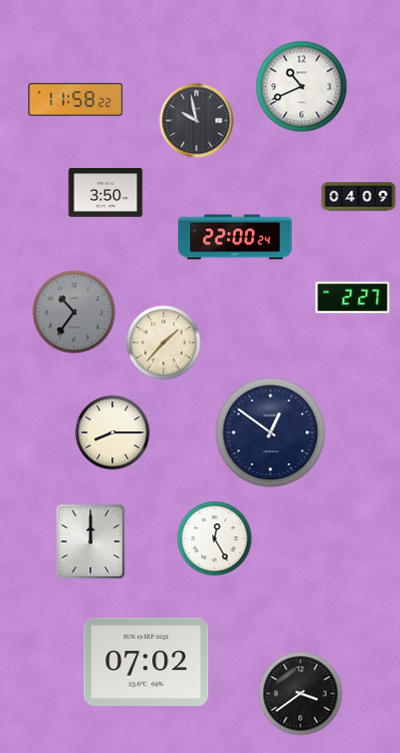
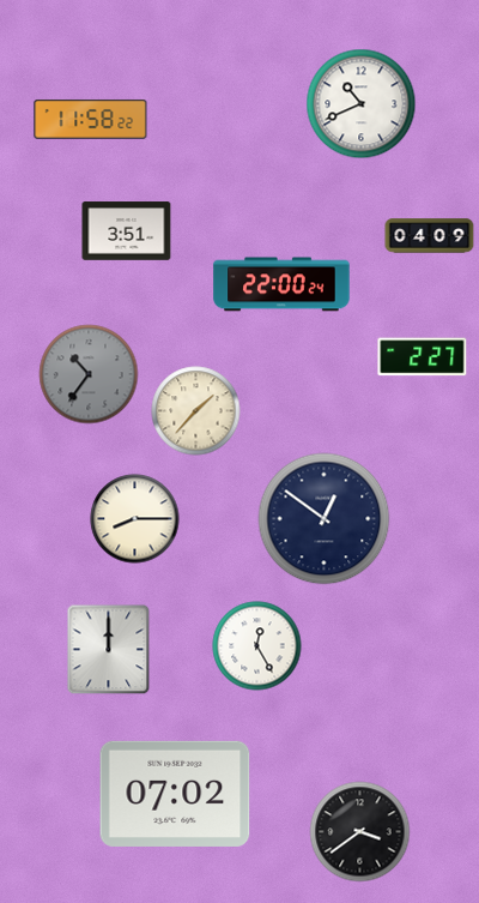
clock at (197, 121): 9:58 -> none
clock at (106, 193): 3:50 -> 3:51
